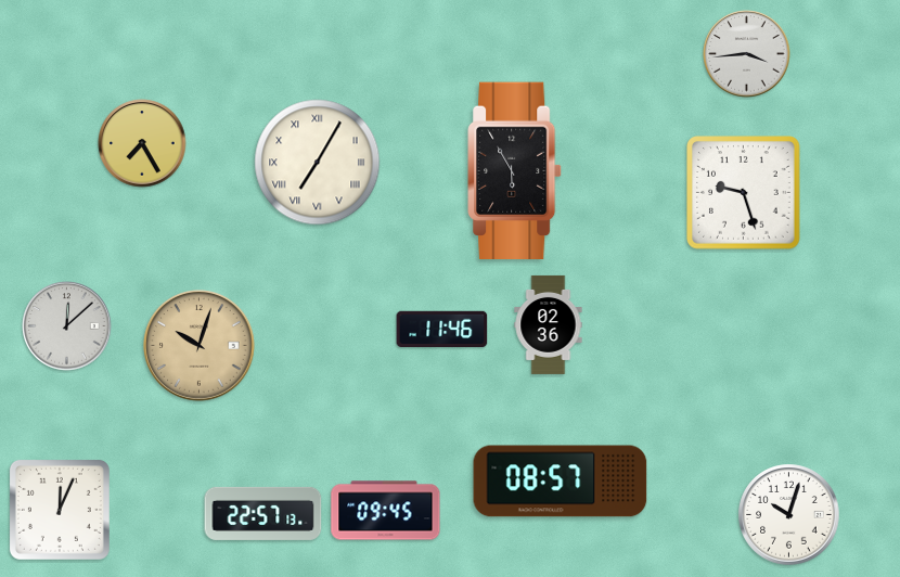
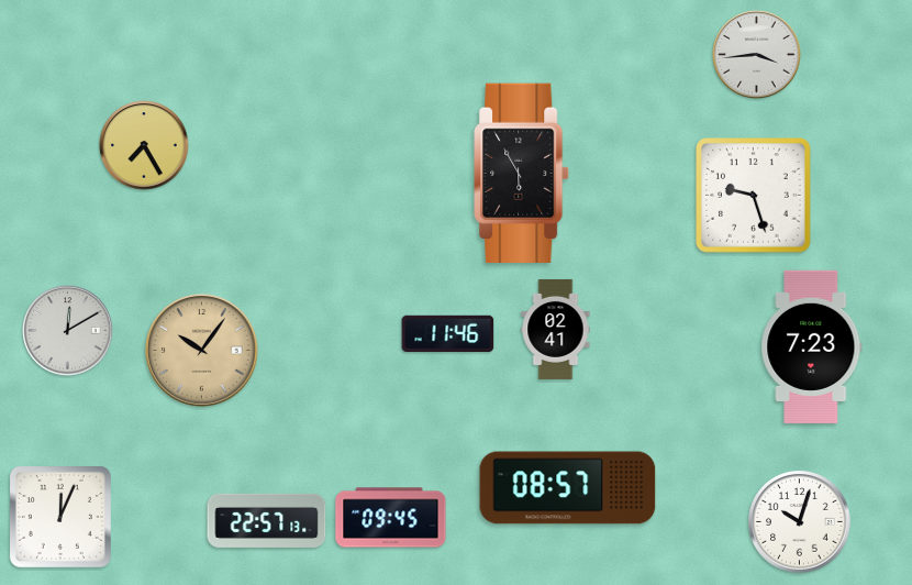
clock at (318, 163): 7:05 -> none
clock at (549, 324): 02:36 -> 02:41
clock at (67, 326): 12:08 -> 12:10
clock at (812, 346): none -> 7:23
clock at (200, 346): 10:03 -> 10:06
